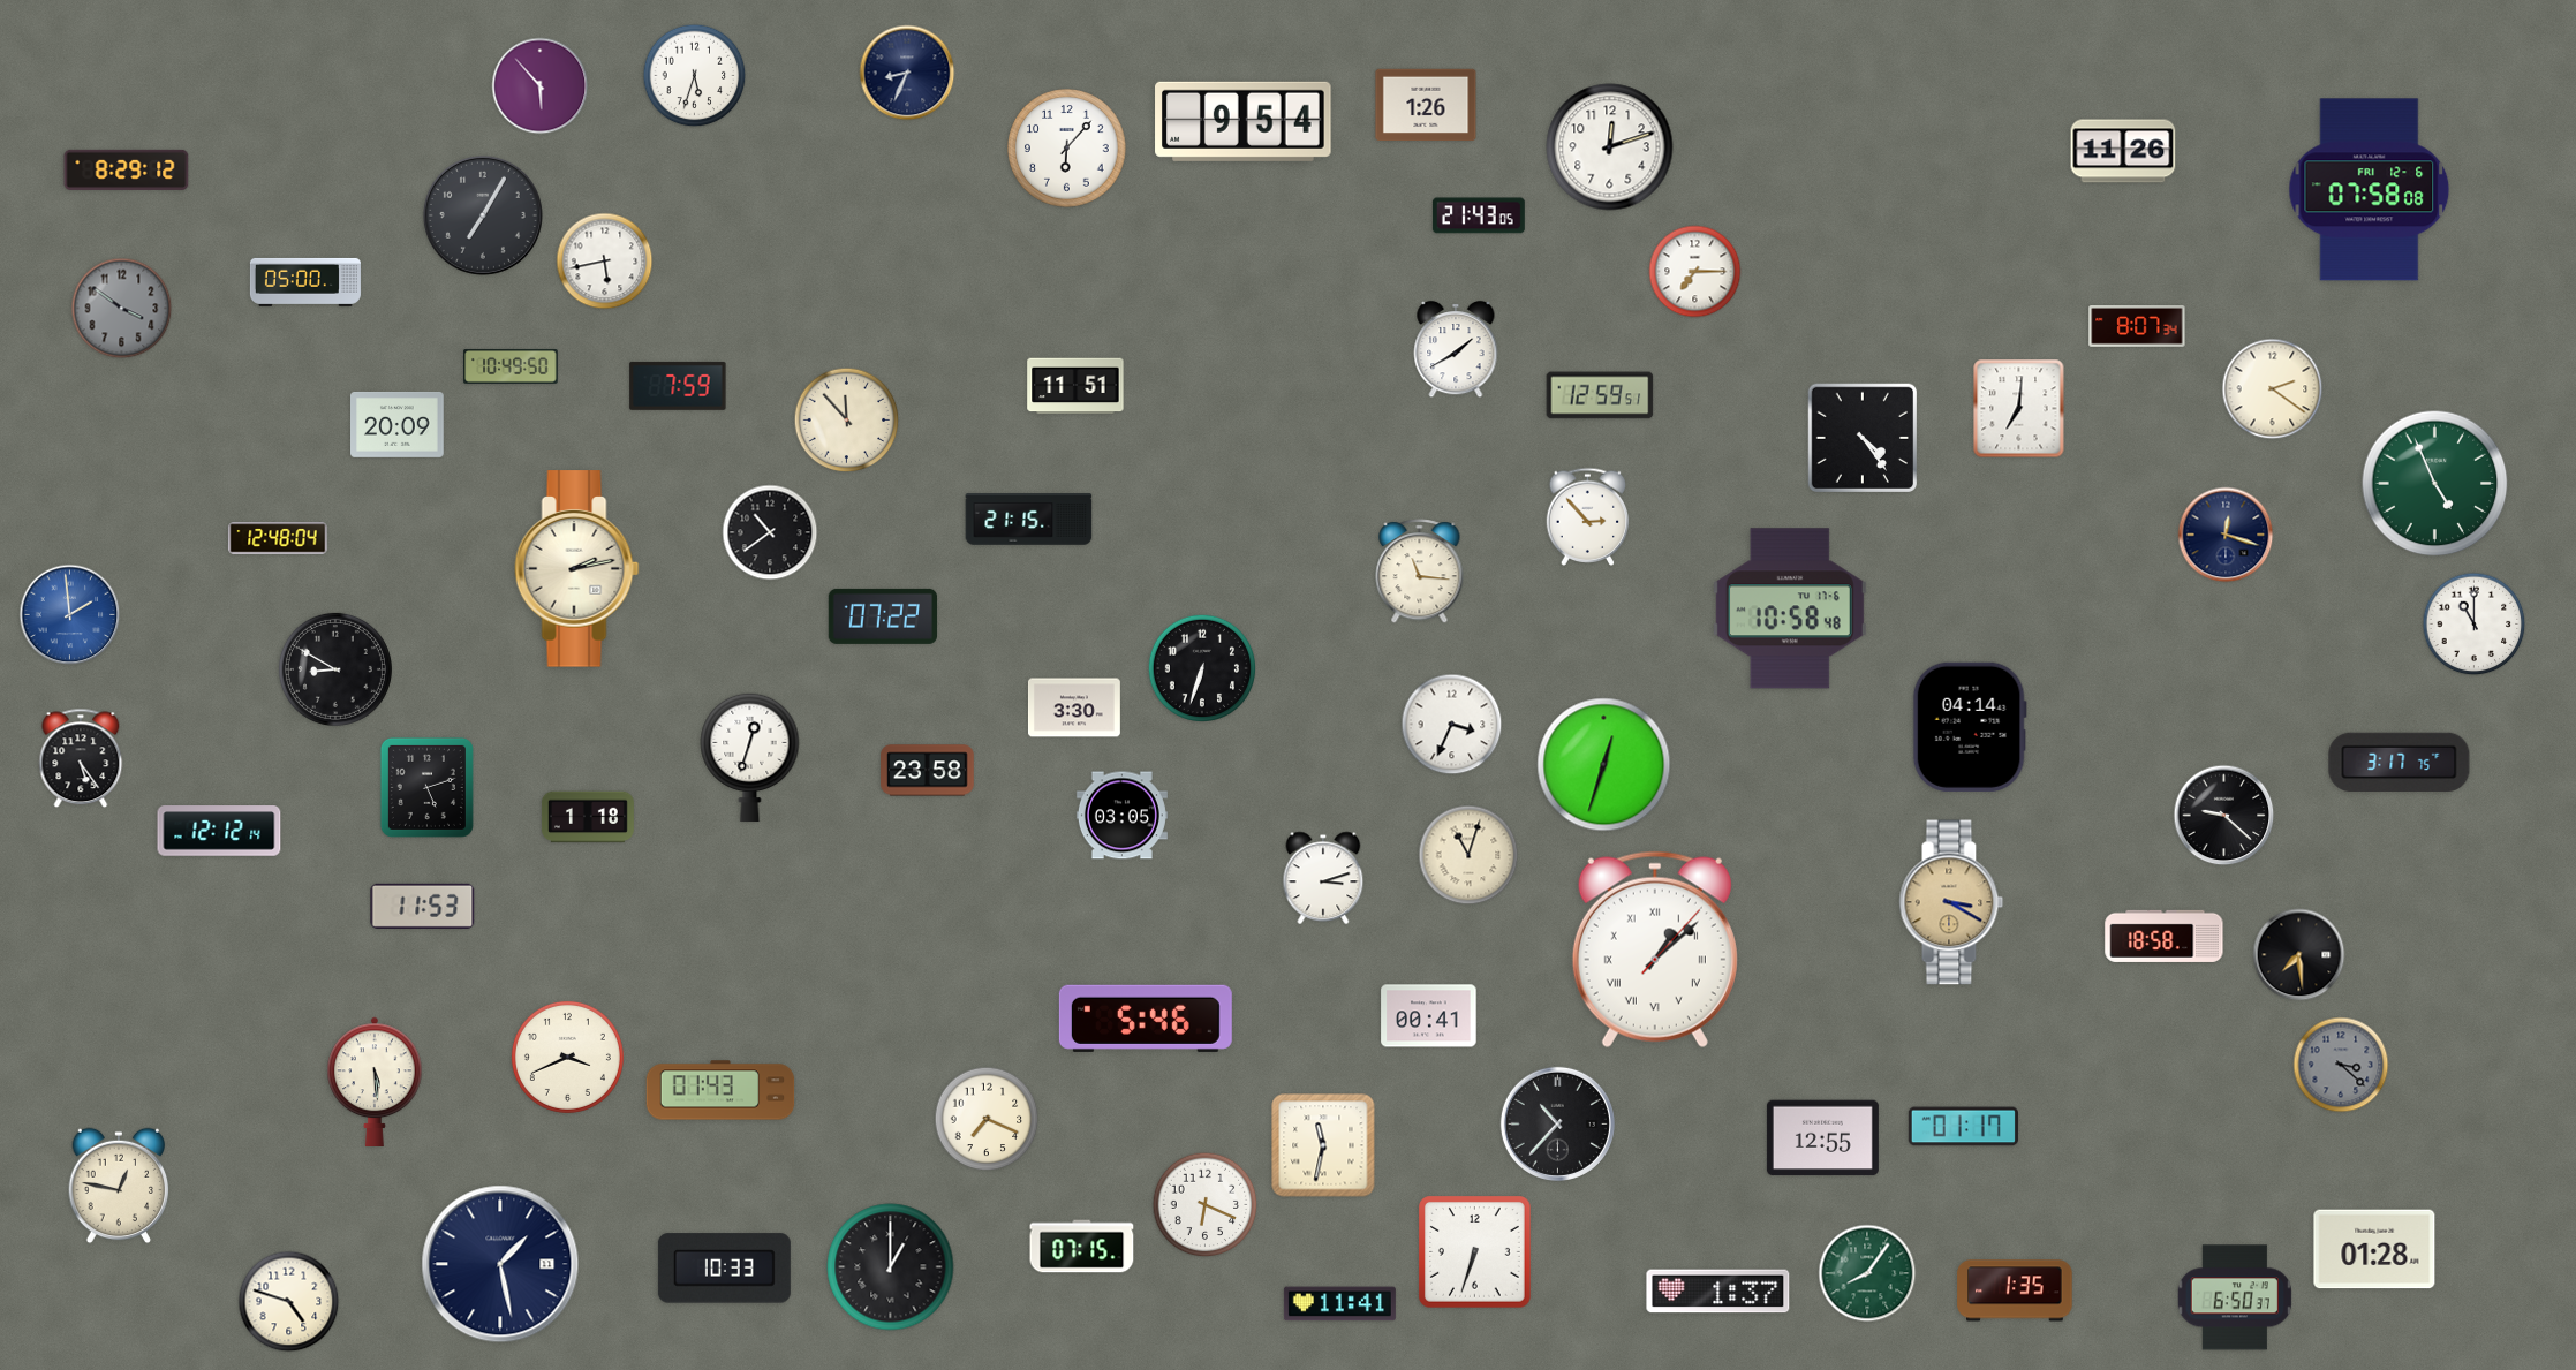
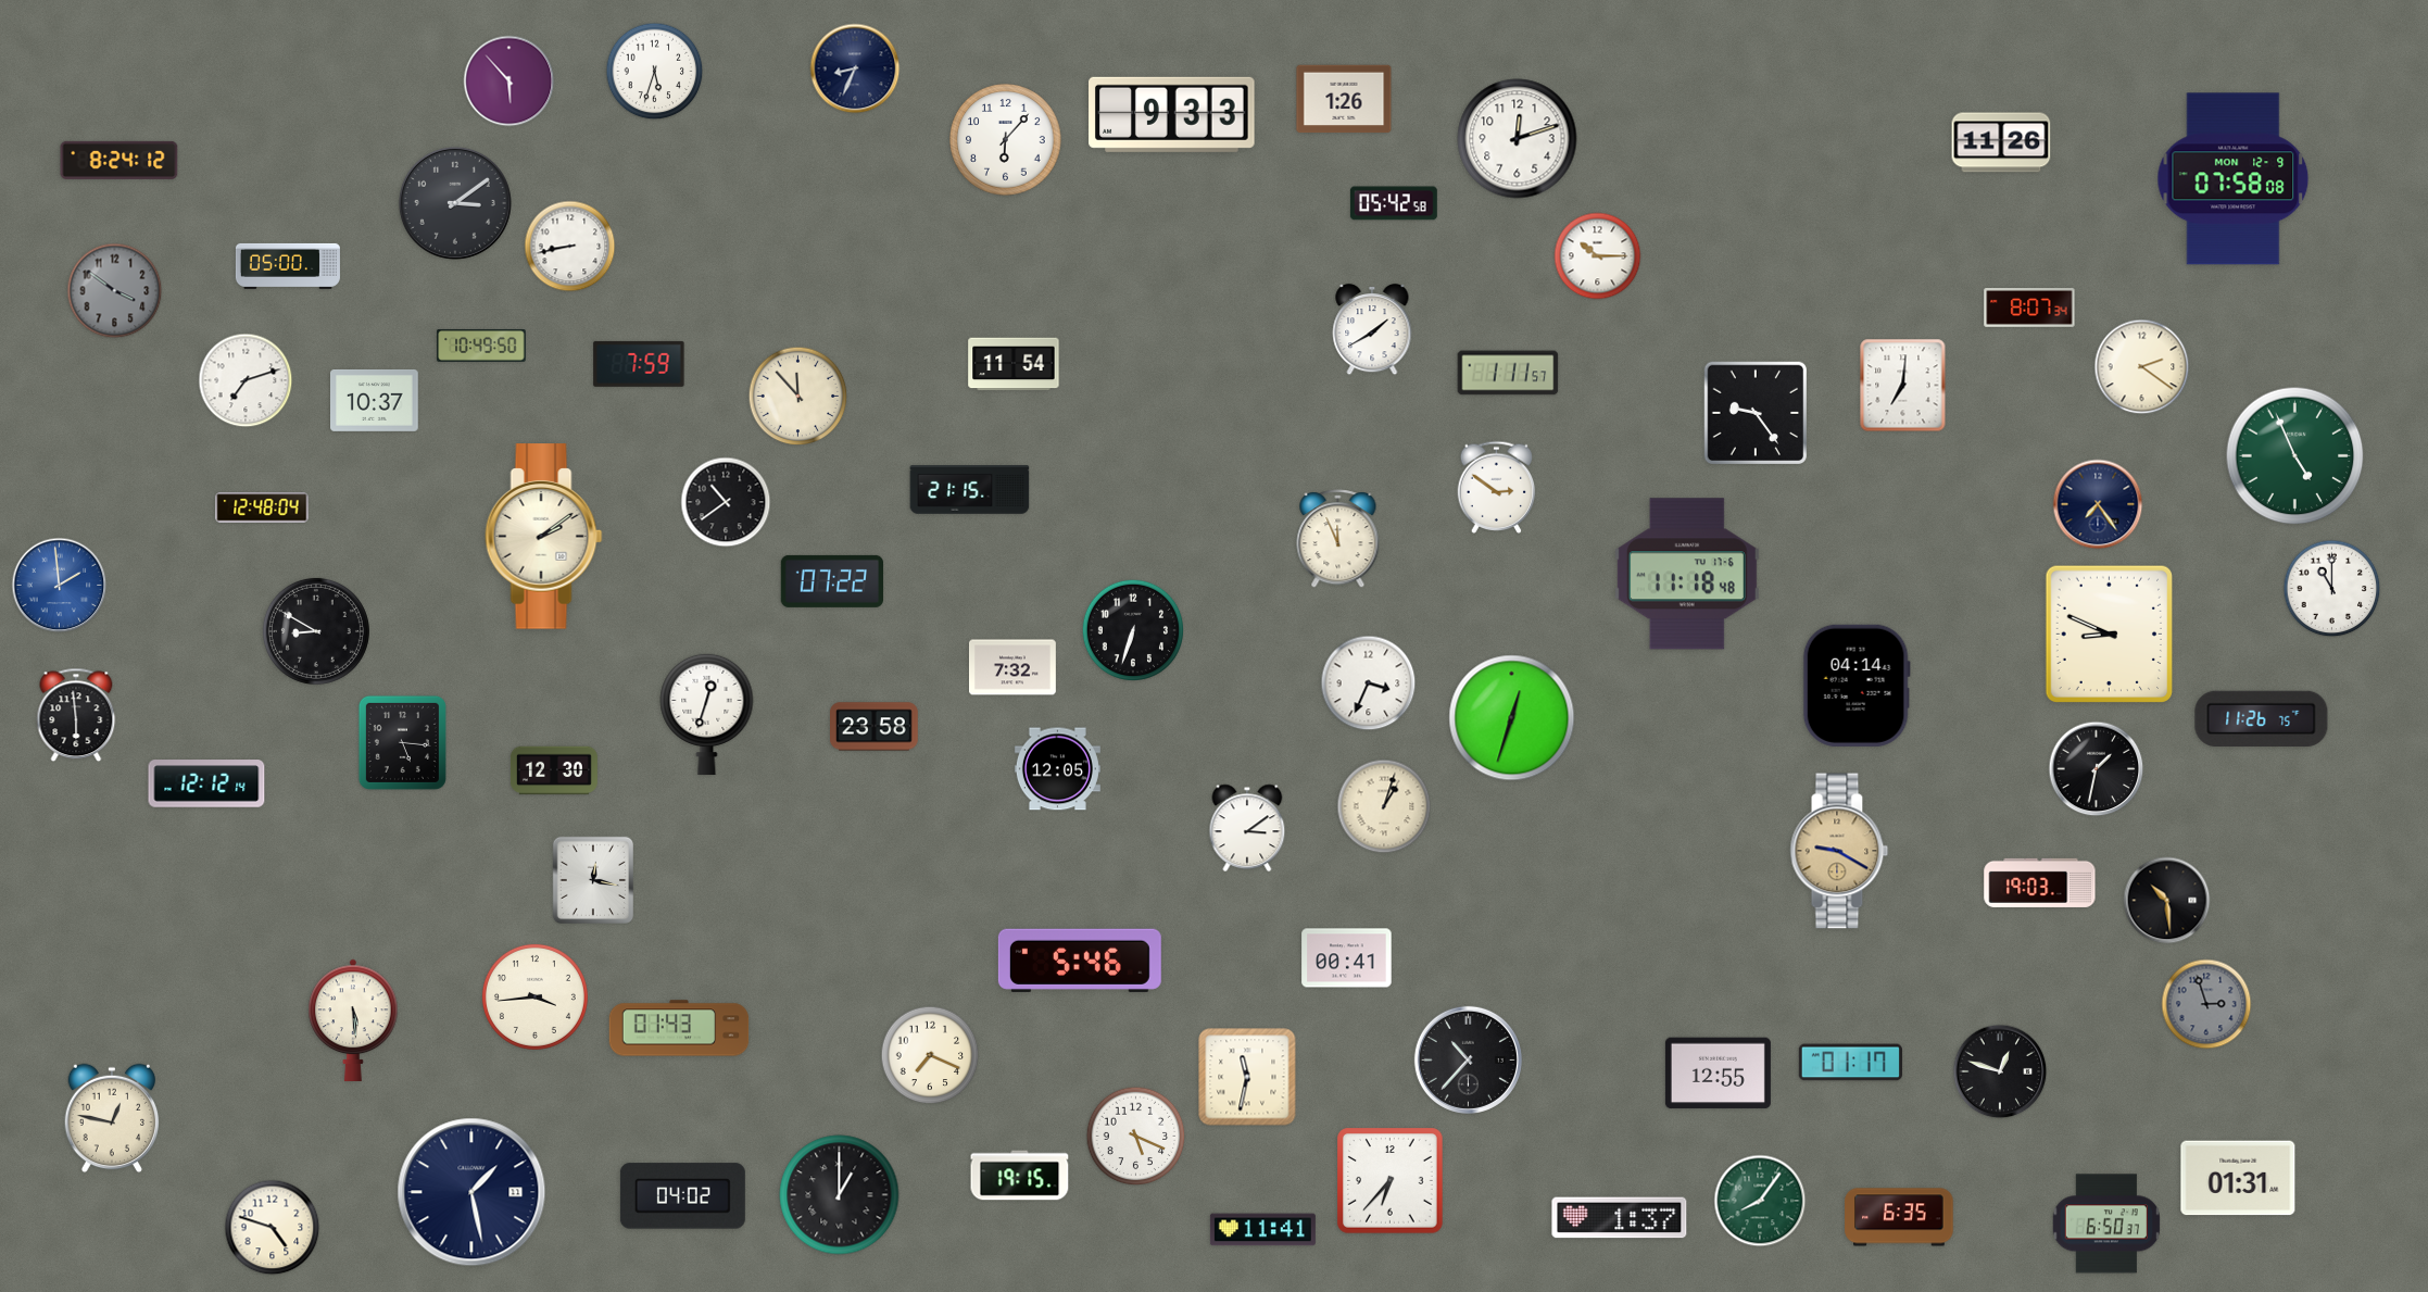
clock at (1244, 121): 9:54 -> 9:33
clock at (127, 169): 8:29 -> 8:24
clock at (2370, 190) date: FRI 12-6 -> MON 12-9
clock at (483, 215): 7:05 -> 3:09
clock at (1479, 215): 21:43 -> 05:42
clock at (605, 262): 5:43 -> 8:43
clock at (1695, 272): 7:15 -> 10:15
clock at (2137, 327) position: (2137, 327) -> (2029, 309)
clock at (1075, 386): 11:51 -> 11:54
clock at (1600, 395): 12:59 -> 1:11
clock at (246, 380): none -> 7:12
clock at (398, 424): 20:09 -> 10:37
clock at (1861, 437): 4:24 -> 9:24
clock at (1588, 516): 2:53 -> 2:51
clock at (2226, 535): 12:18 -> 7:24
clock at (577, 569): 2:13 -> 2:09
clock at (1420, 572): 11:16 -> 11:56
clock at (1790, 608): 10:58 -> 11:18
clock at (70, 615) position: (70, 615) -> (60, 586)
clock at (2109, 635): none -> 8:49
clock at (1074, 707): 3:30 -> 7:32
clock at (81, 758): 5:24 -> 5:59
clock at (2400, 762): 3:17 -> 11:26
clock at (1604, 765) position: (1604, 765) -> (1512, 718)
clock at (426, 787): 5:12 -> 5:16
clock at (1121, 816): 03:05 -> 12:05
clock at (2224, 816): 9:22 -> 1:32
clock at (588, 817): 1:18 -> 12:30
clock at (1468, 855): 11:03 -> 1:03
clock at (1323, 878): 3:12 -> 3:09
clock at (1951, 902): 3:20 -> 9:20
clock at (423, 906): 11:53 -> none
clock at (592, 879): none -> 12:17
clock at (2165, 936): 18:58 -> 19:03
clock at (1655, 949): 1:08 -> none
clock at (2299, 955): 7:29 -> 10:29
clock at (567, 1057): 3:41 -> 3:44
clock at (2341, 1065): 3:22 -> 2:57
clock at (2000, 1071): none -> 12:48
clock at (1323, 1145) position: (1323, 1145) -> (1247, 1077)
clock at (1206, 1205): 6:19 -> 5:19
clock at (1082, 1247): 07:15 -> 19:15
clock at (2374, 1249): 01:28 -> 01:31
clock at (1475, 1252): 6:33 -> 6:37
clock at (724, 1269): 10:33 -> 04:02
clock at (2015, 1290): 1:35 -> 6:35
